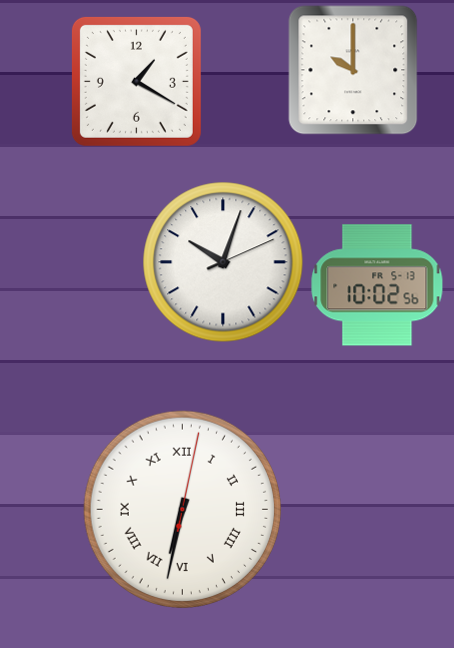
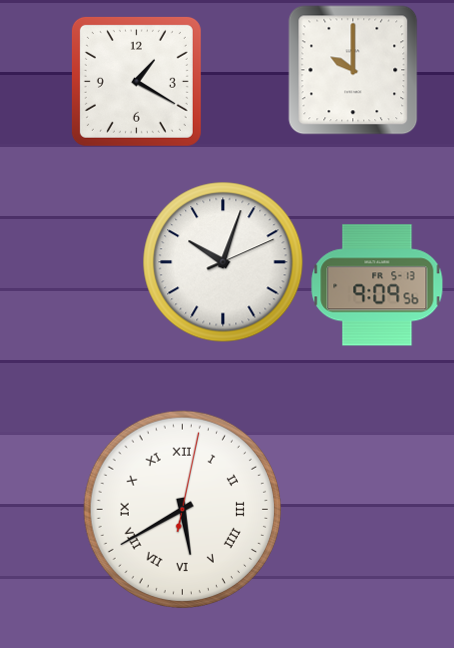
clock at (377, 285): 10:02 -> 9:09
clock at (182, 509): 6:32 -> 5:40
